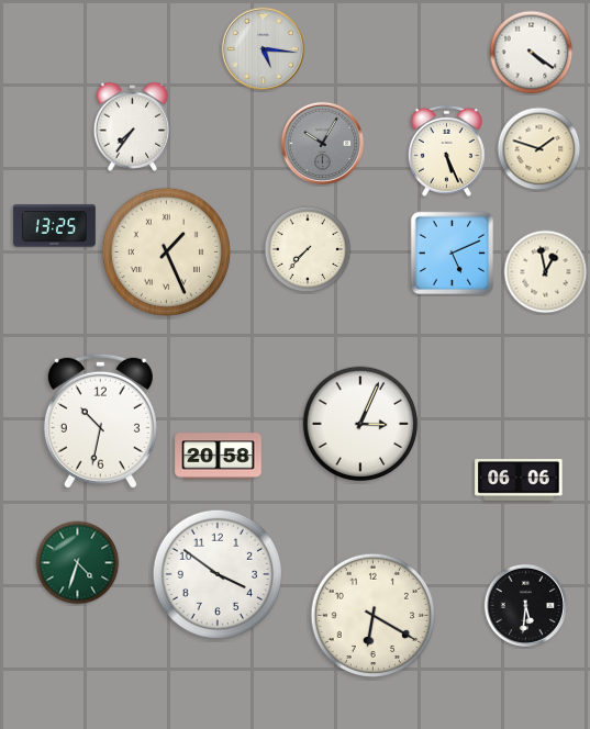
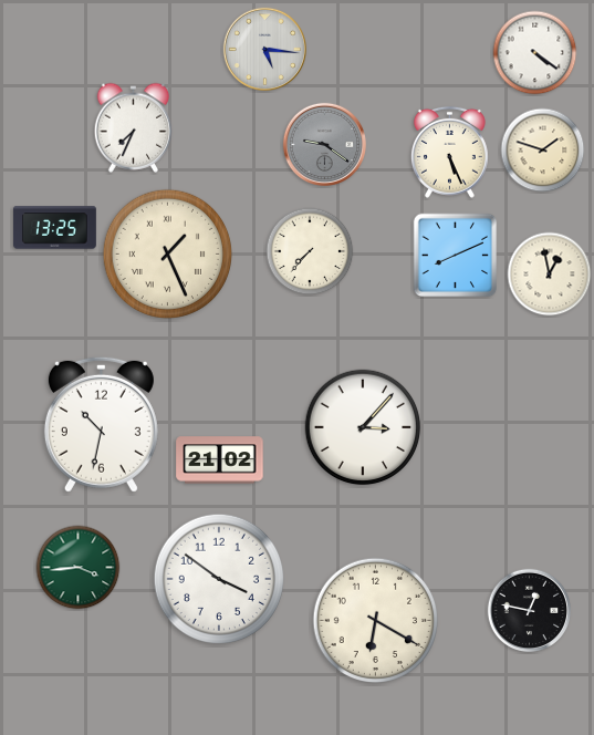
clock at (133, 126): 7:36 -> 7:34
clock at (322, 143): 10:05 -> 9:21
clock at (453, 254): 5:11 -> 8:11
clock at (360, 424): 3:04 -> 3:07
clock at (219, 457): 20:58 -> 21:02
clock at (519, 481): 06:06 -> none
clock at (78, 563): 4:33 -> 3:44
clock at (525, 605): 5:31 -> 12:47
